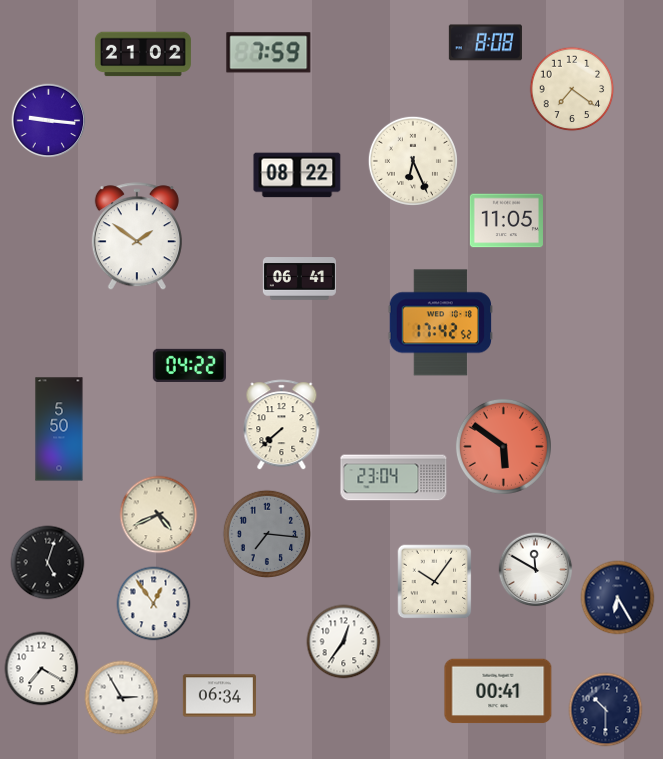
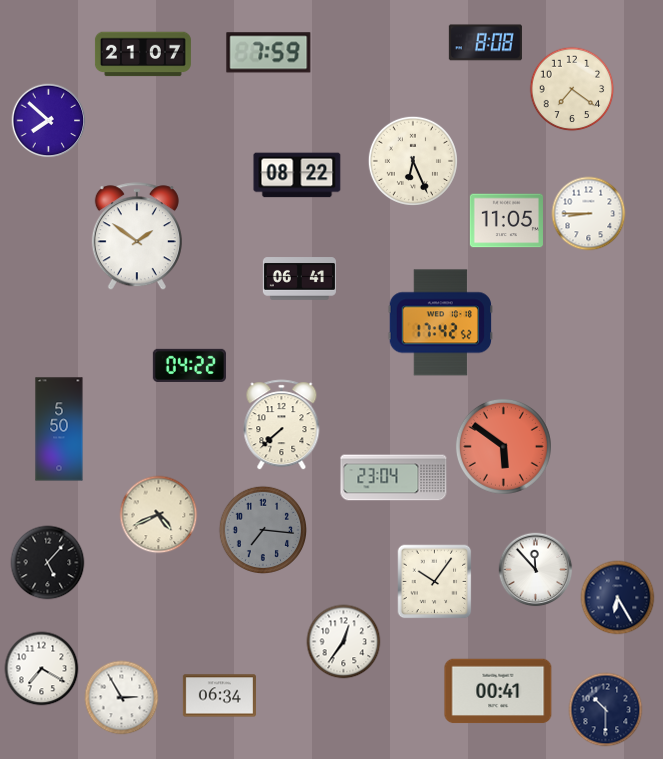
clock at (143, 54): 21:02 -> 21:07
clock at (49, 121): 9:16 -> 7:52
clock at (589, 214): none -> 8:45
clock at (266, 533) position: (266, 533) -> (262, 529)
clock at (48, 563): 5:03 -> 5:07
clock at (536, 570): 11:50 -> 11:53
clock at (154, 604): 12:54 -> none
